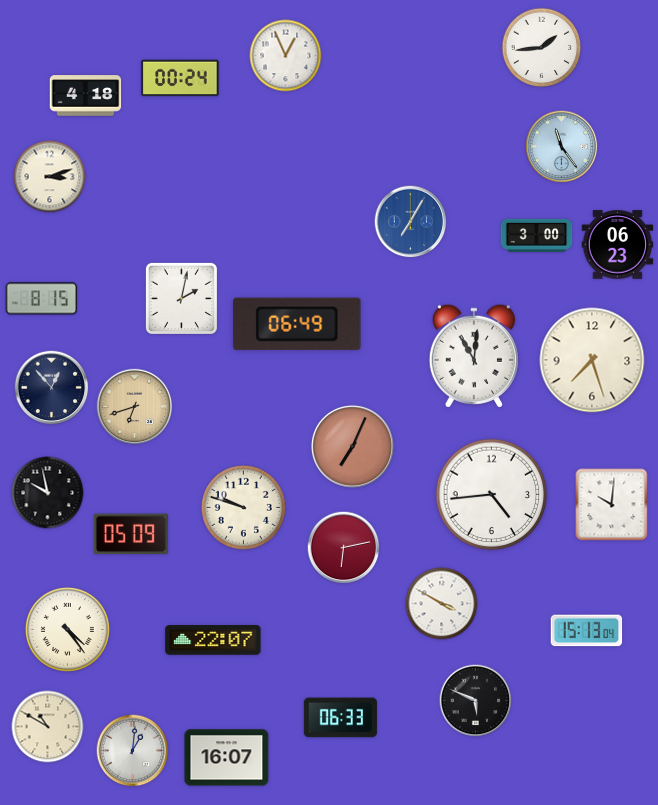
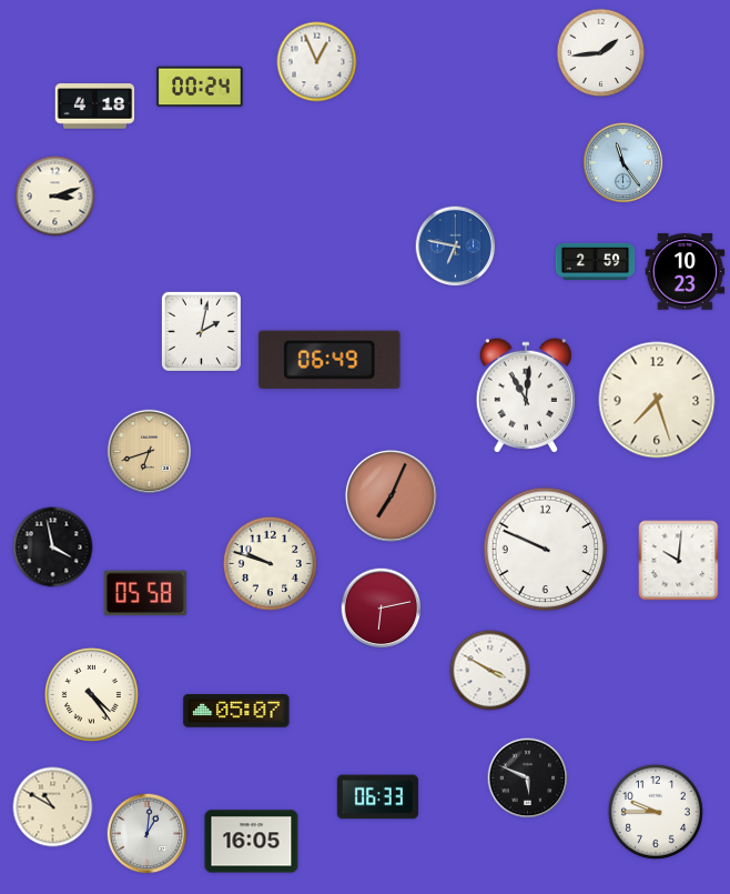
clock at (411, 222): 7:05 -> 6:47
clock at (537, 235): 3:00 -> 2:59
clock at (618, 245): 06:23 -> 10:23
clock at (42, 299): 8:15 -> none
clock at (52, 388): 12:53 -> none
clock at (48, 493): 9:58 -> 3:58
clock at (492, 495): 4:44 -> 9:49
clock at (131, 534): 05:09 -> 05:58
clock at (67, 629) position: (67, 629) -> (91, 694)
clock at (587, 631): 15:13 -> none
clock at (213, 640): 22:07 -> 05:07
clock at (656, 812): none -> 9:45
clock at (227, 758): 16:07 -> 16:05
